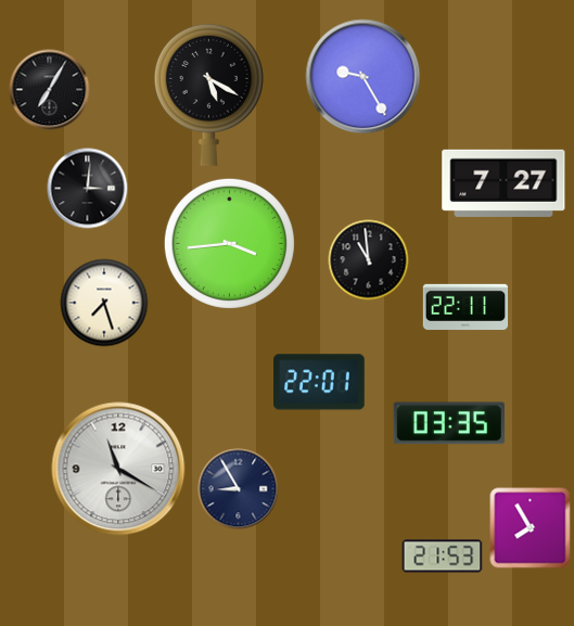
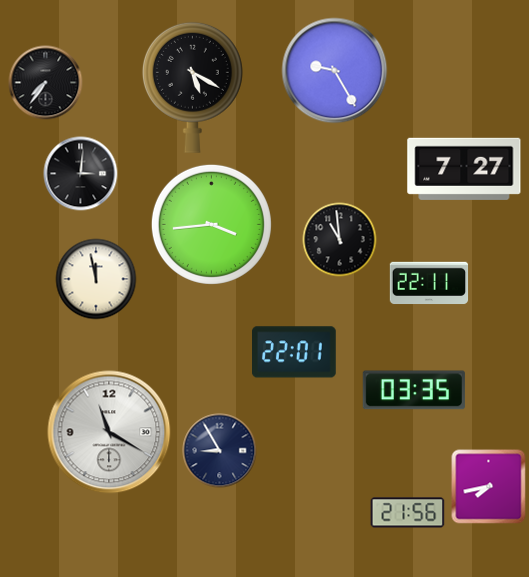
clock at (50, 90): 7:05 -> 7:36
clock at (104, 303): 7:27 -> 11:58
clock at (531, 528): 7:55 -> 7:43
clock at (443, 557): 21:53 -> 21:56
